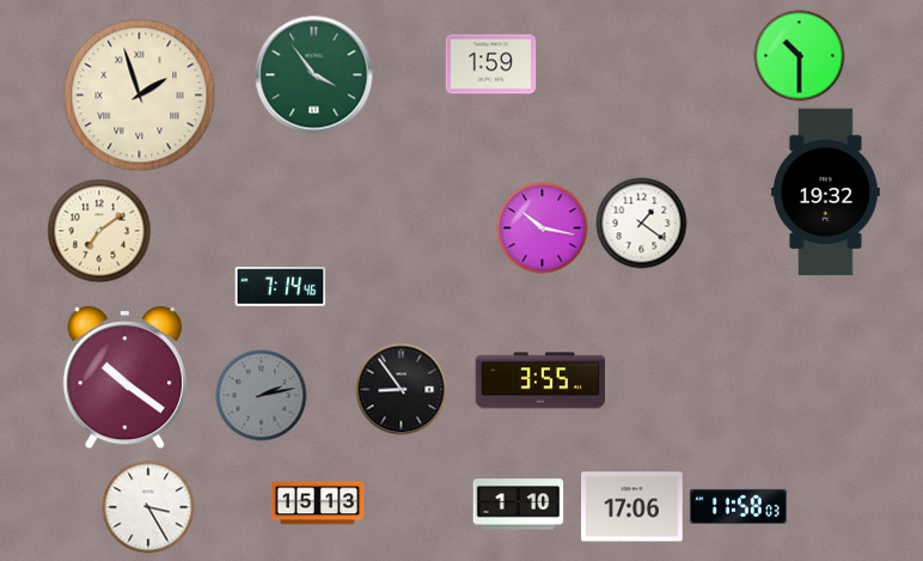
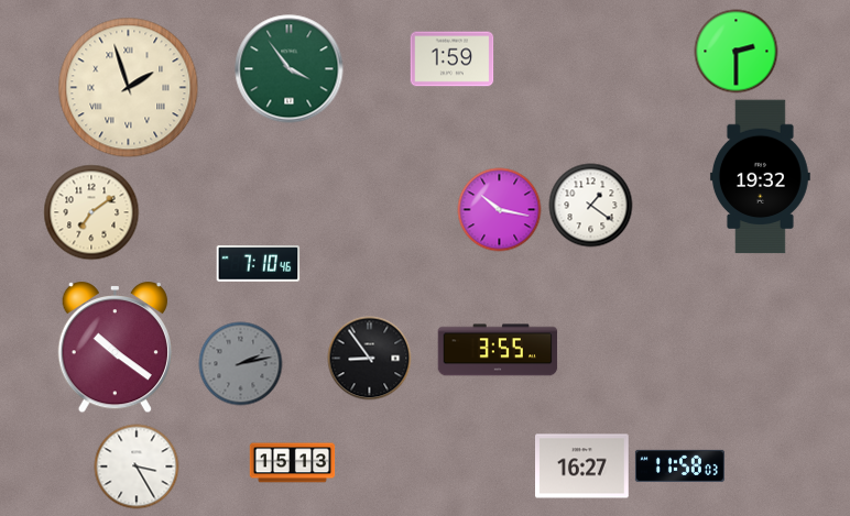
clock at (800, 56): 10:30 -> 2:30
clock at (281, 287): 7:14 -> 7:10
clock at (519, 505): 1:10 -> none
clock at (632, 507): 17:06 -> 16:27
